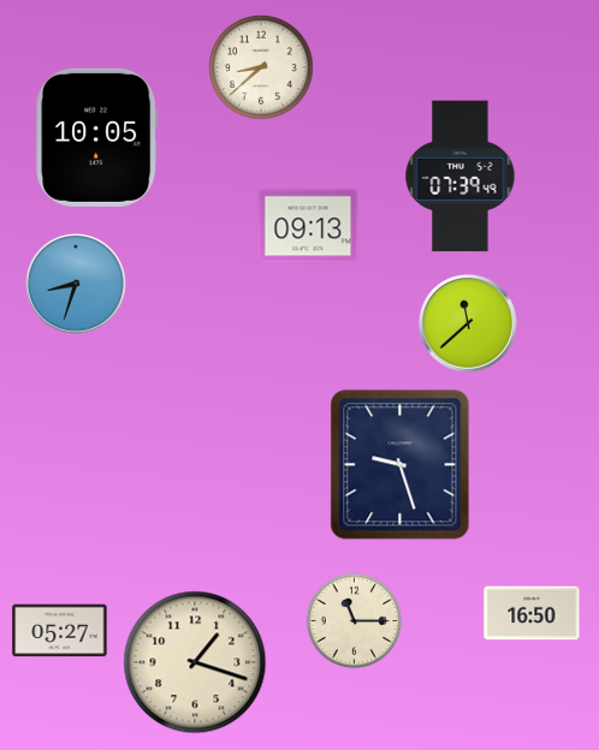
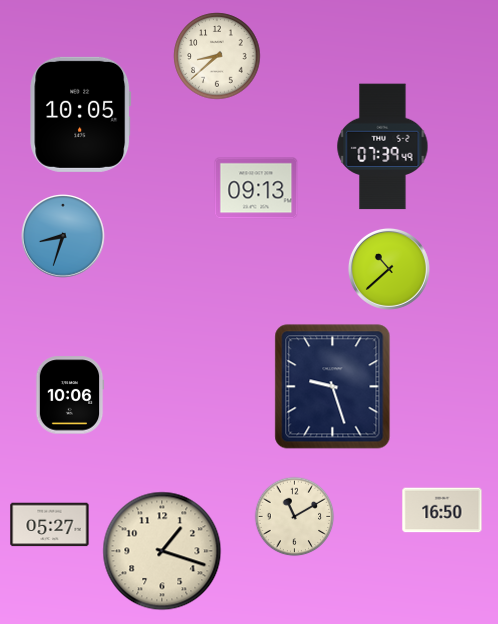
clock at (468, 323): 11:38 -> 10:38
clock at (70, 395): none -> 10:06
clock at (355, 621): 11:15 -> 11:10
